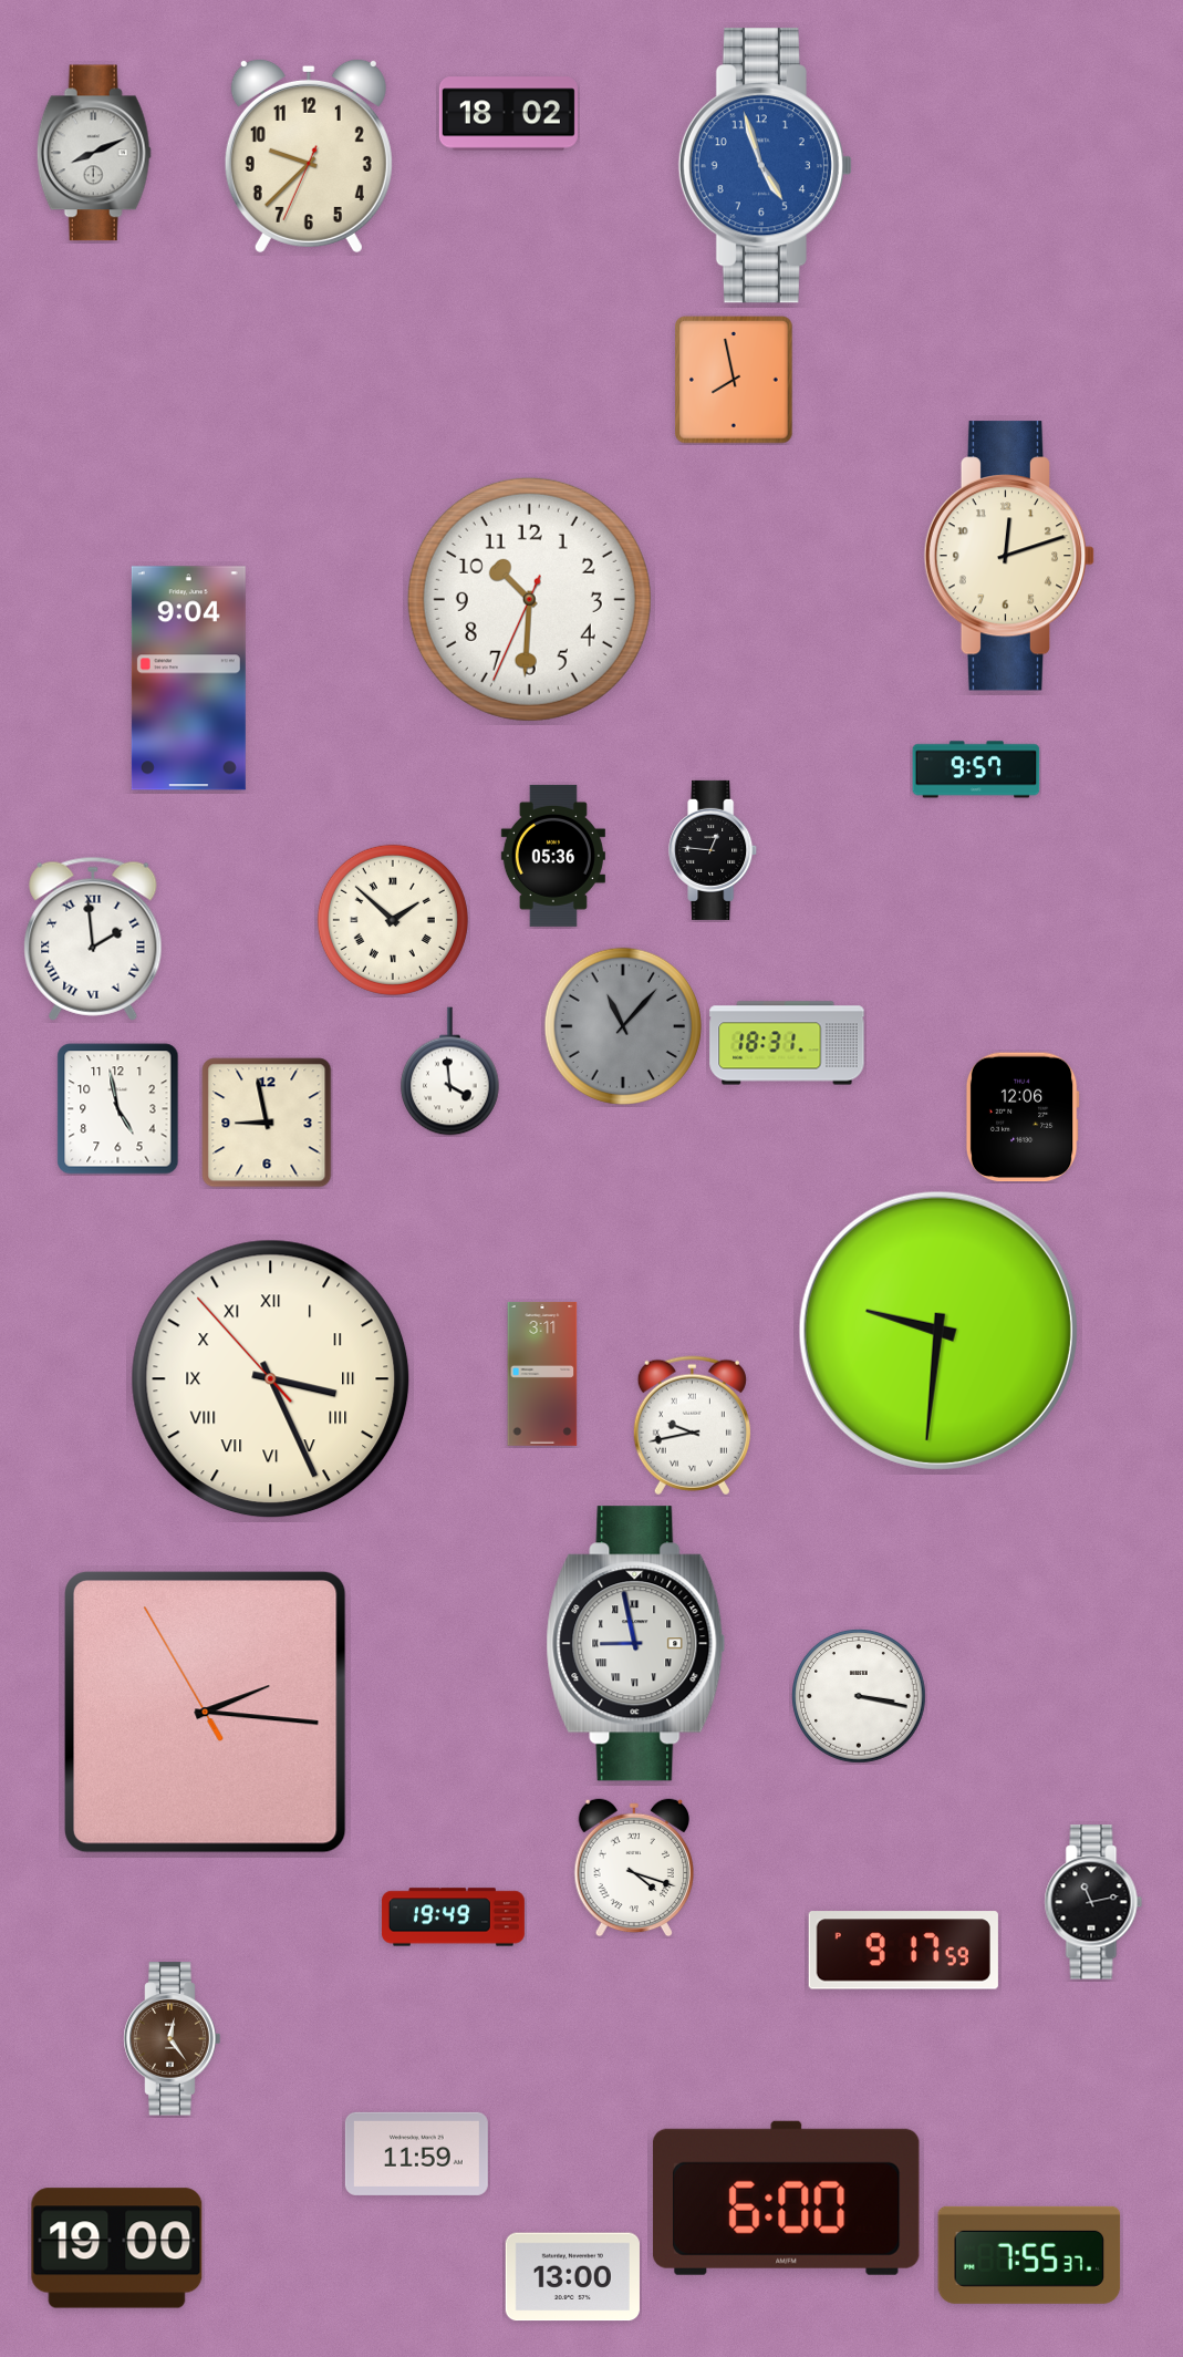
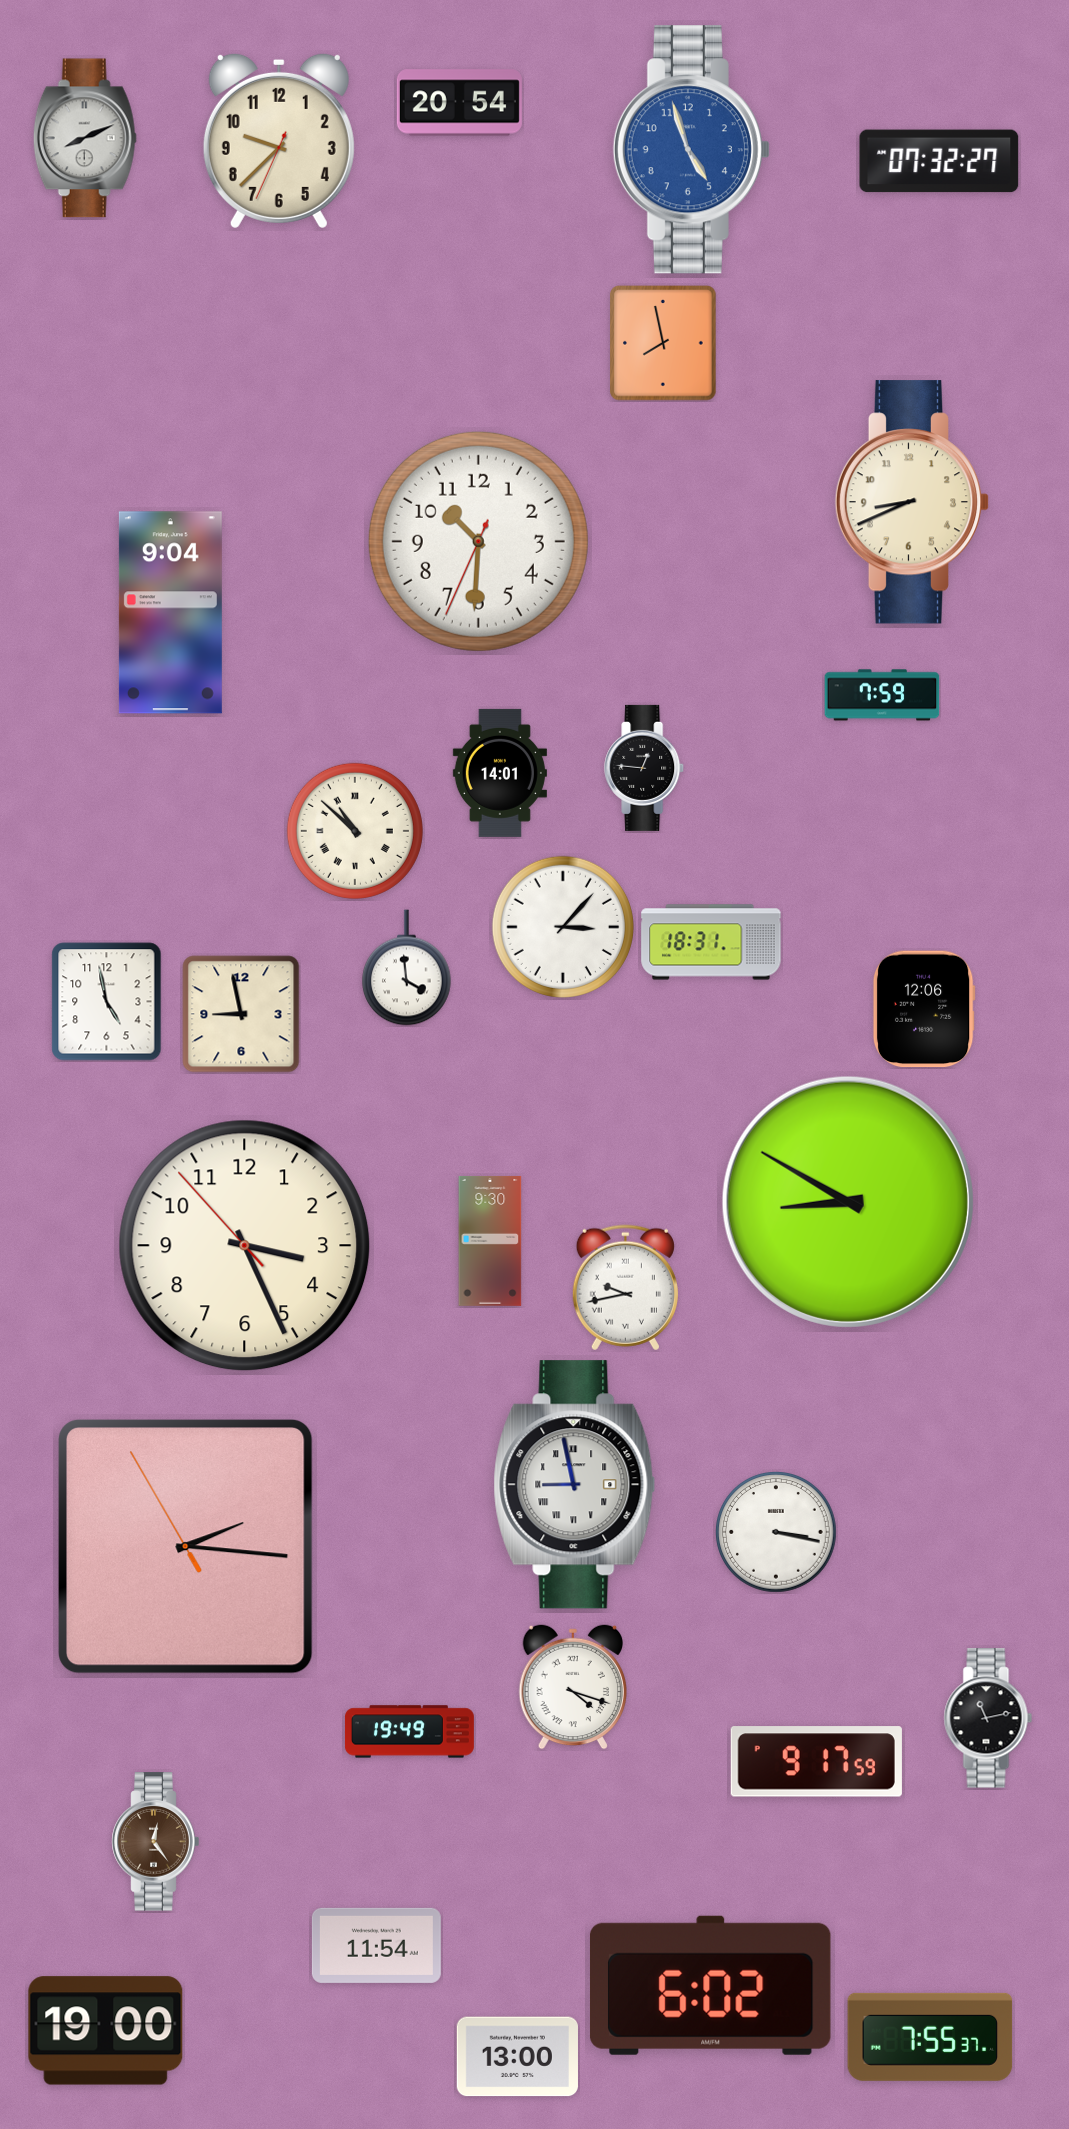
clock at (508, 114): 18:02 -> 20:54
clock at (939, 161): none -> 07:32
clock at (1009, 556): 12:12 -> 8:41
clock at (976, 769): 9:57 -> 7:59
clock at (553, 856): 05:36 -> 14:01
clock at (393, 920): 1:52 -> 10:52
clock at (93, 939): 1:59 -> none
clock at (623, 1026): 11:07 -> 3:07
clock at (623, 1026) dial: grey -> white
clock at (938, 1331): 9:31 -> 8:50
clock at (542, 1374): 3:11 -> 9:30
clock at (271, 1379) numerals: Roman -> Arabic
clock at (416, 2153): 11:59 -> 11:54
clock at (786, 2198): 6:00 -> 6:02
